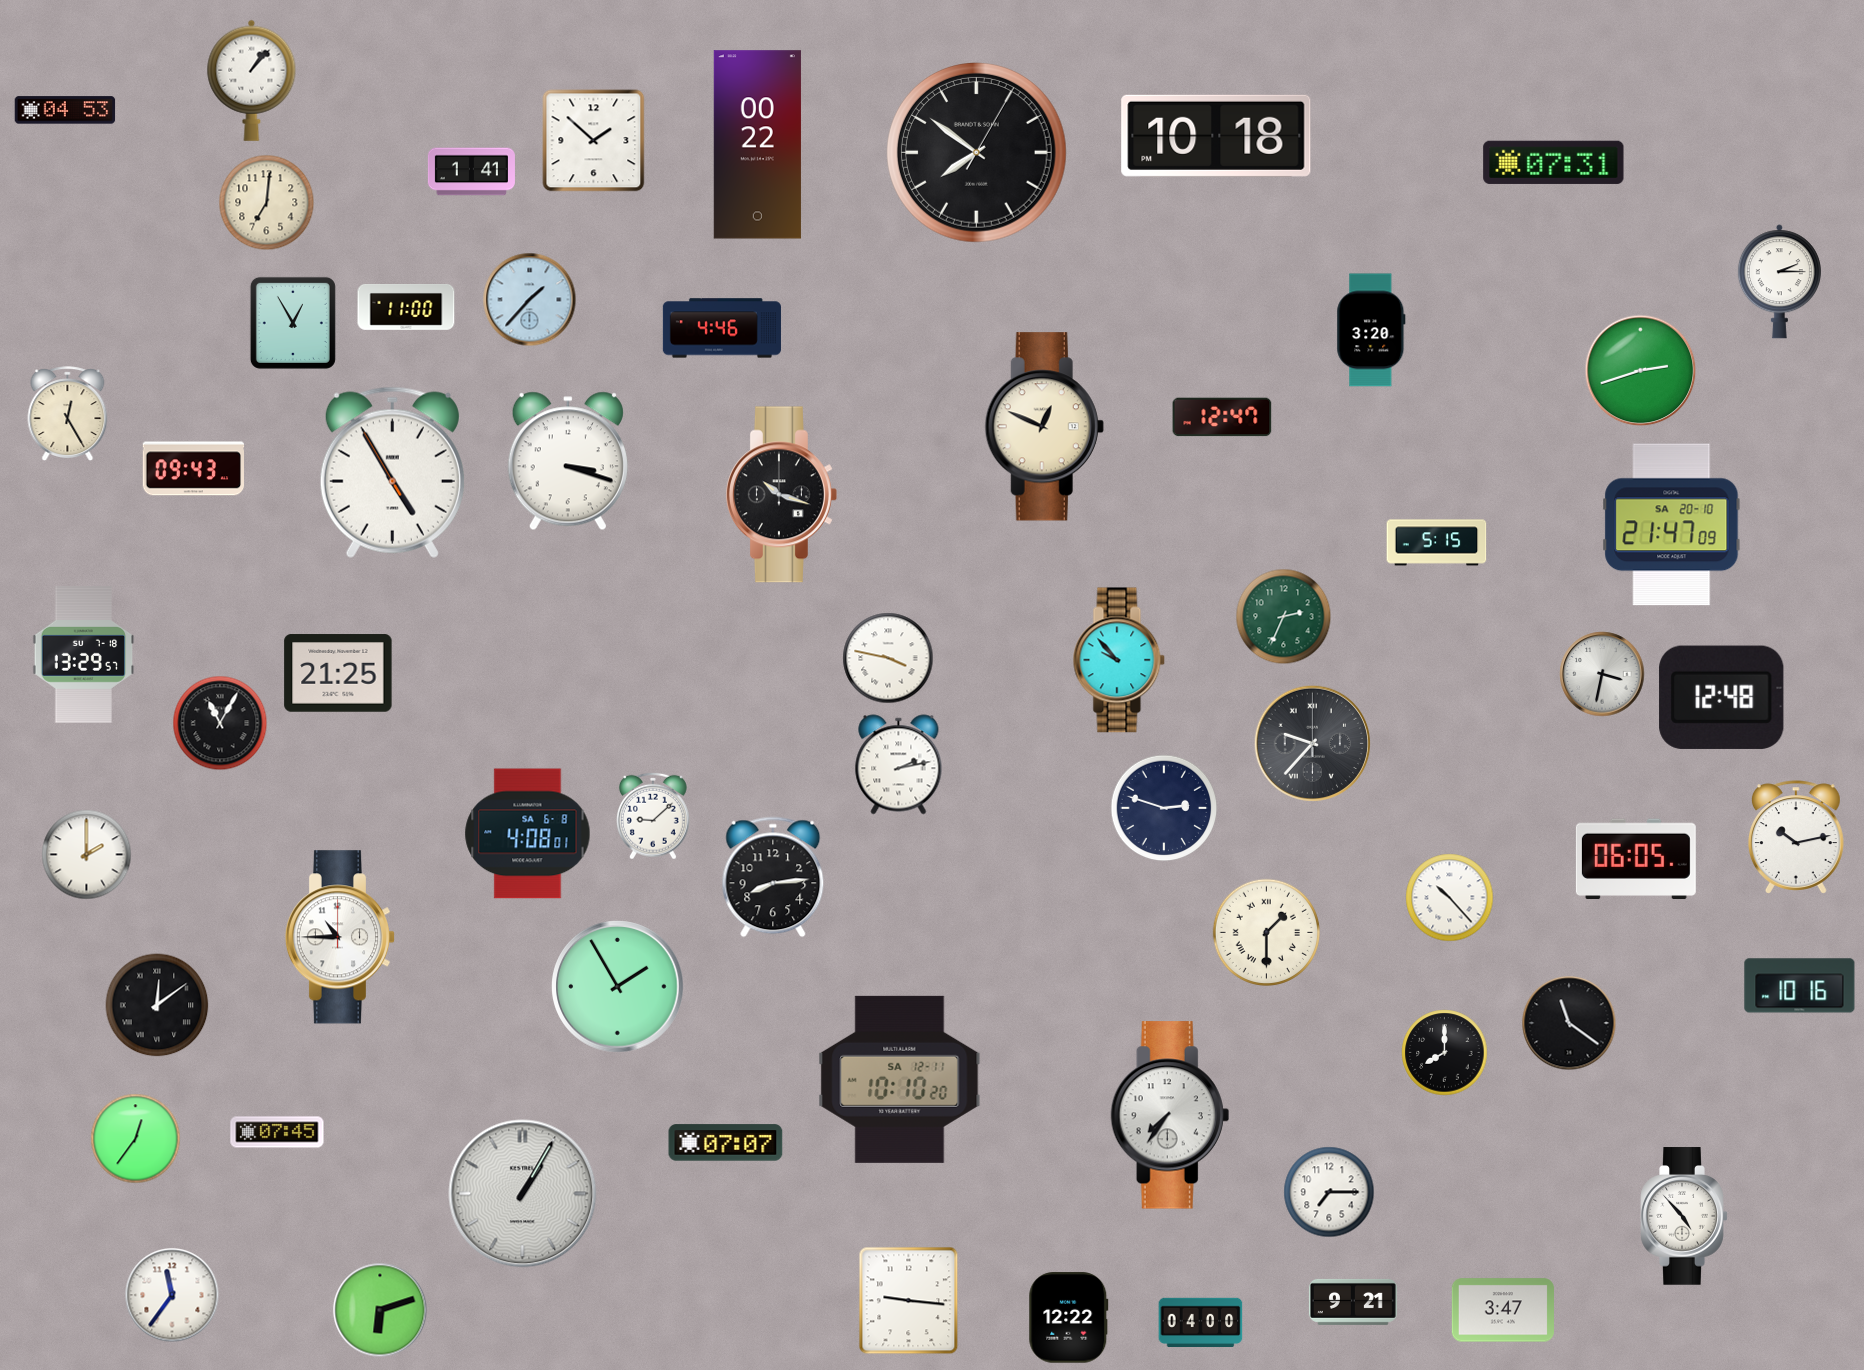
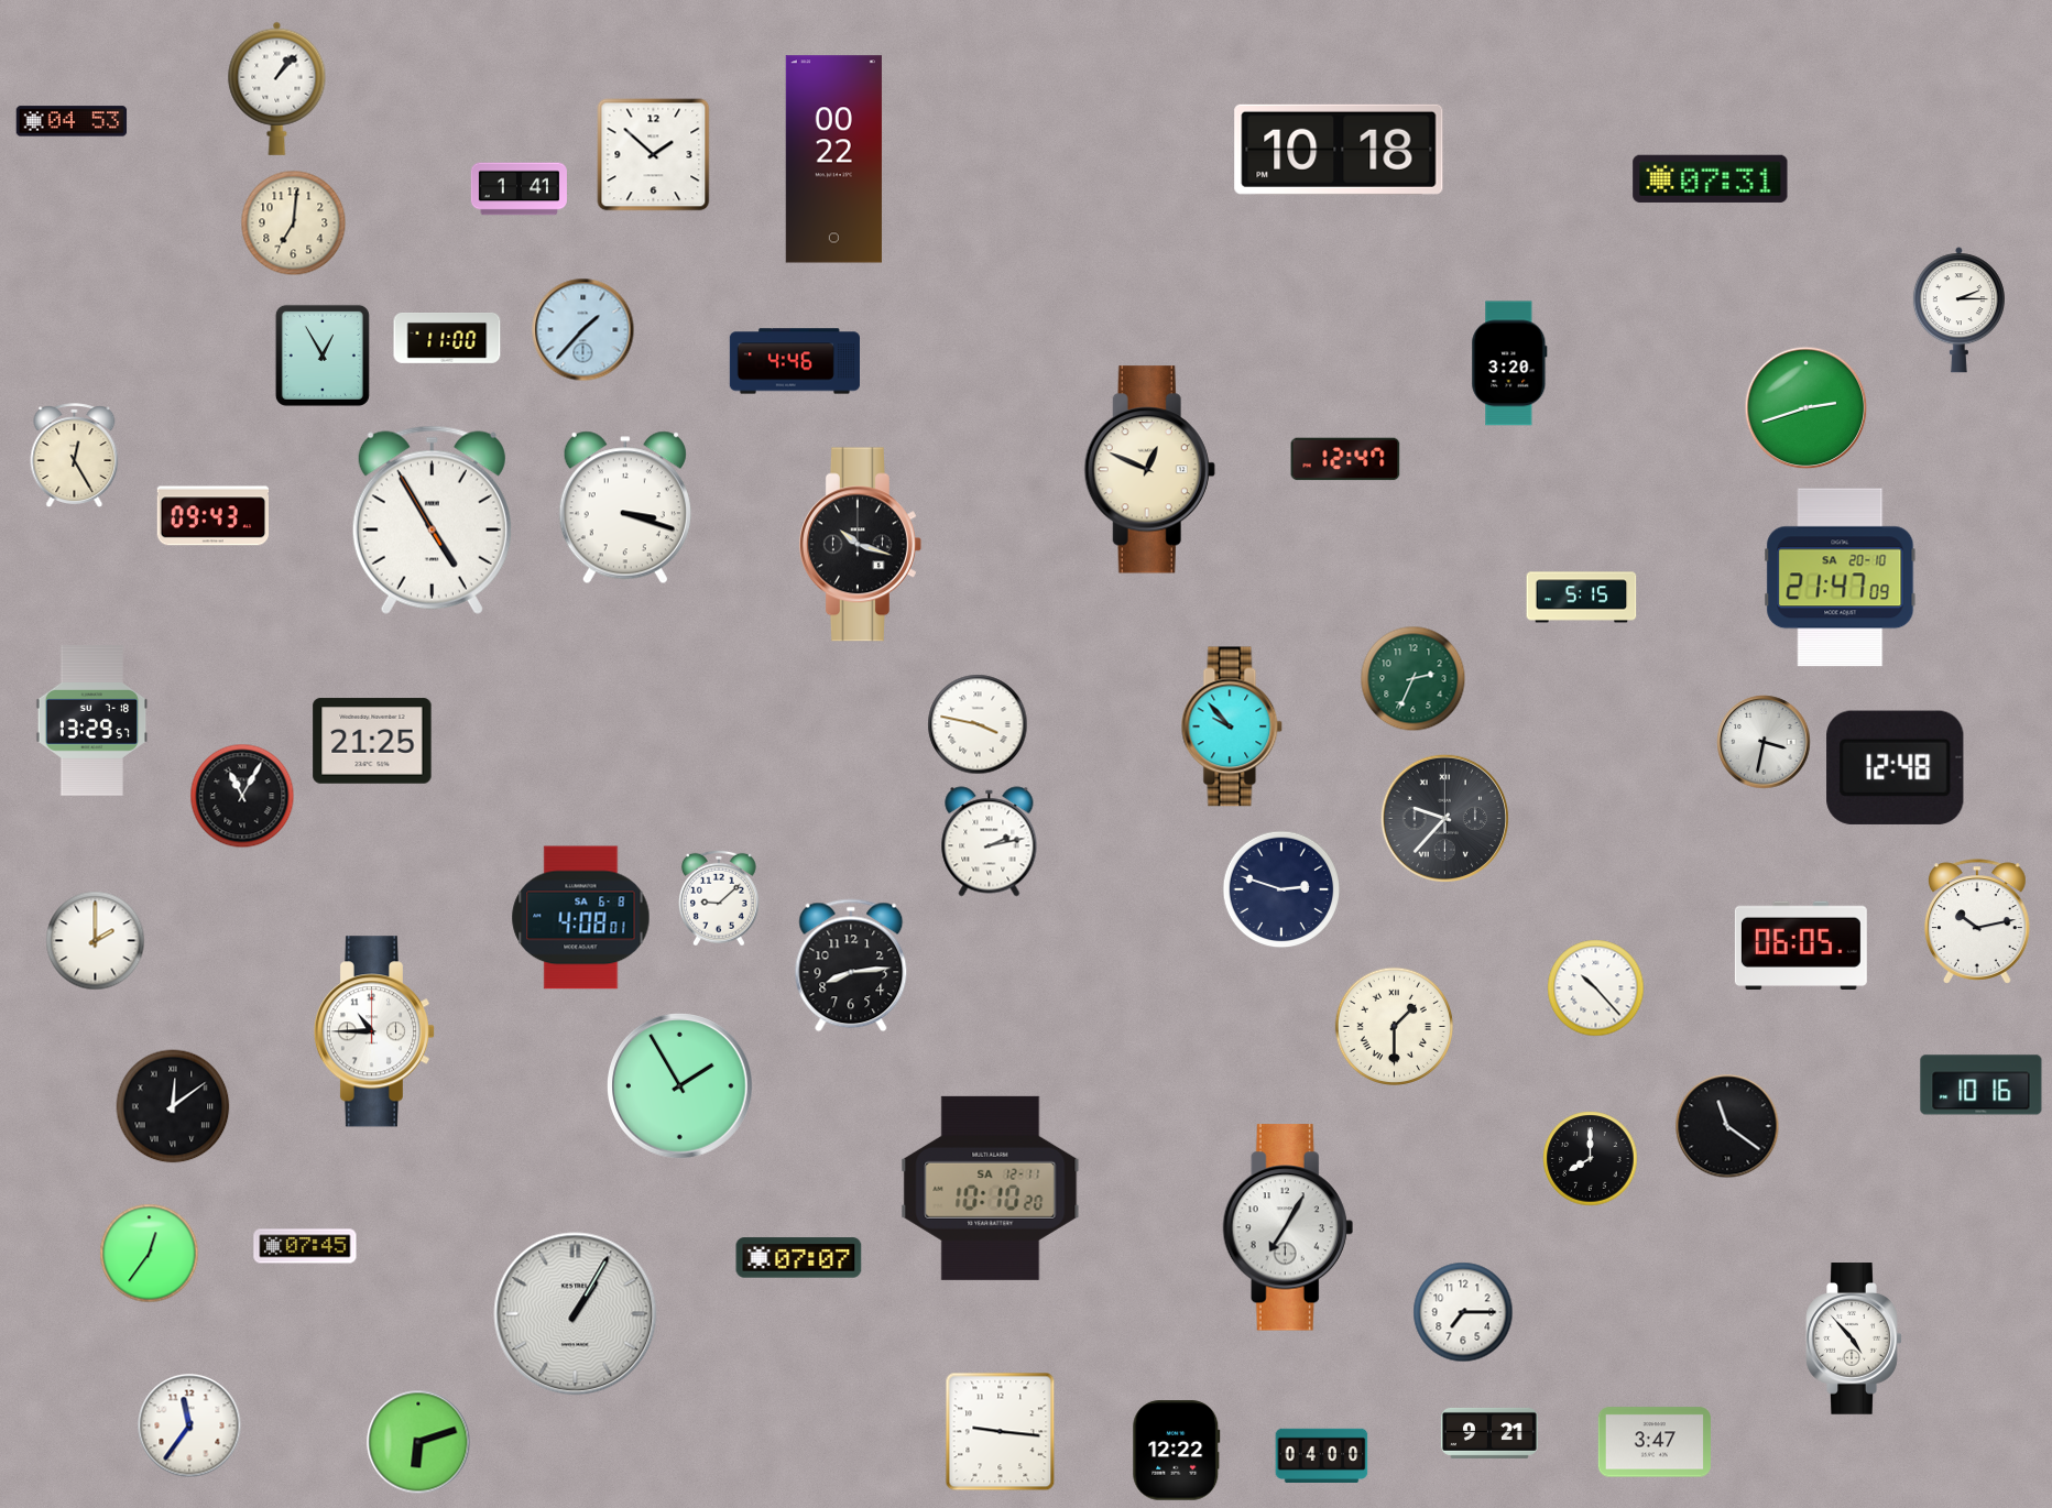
clock at (977, 153): 7:51 -> none
clock at (1170, 1115): 7:36 -> 7:05
